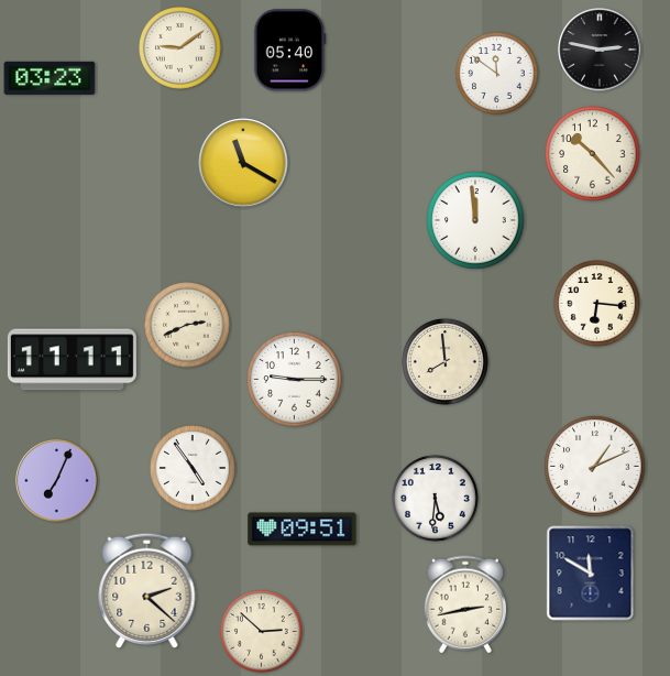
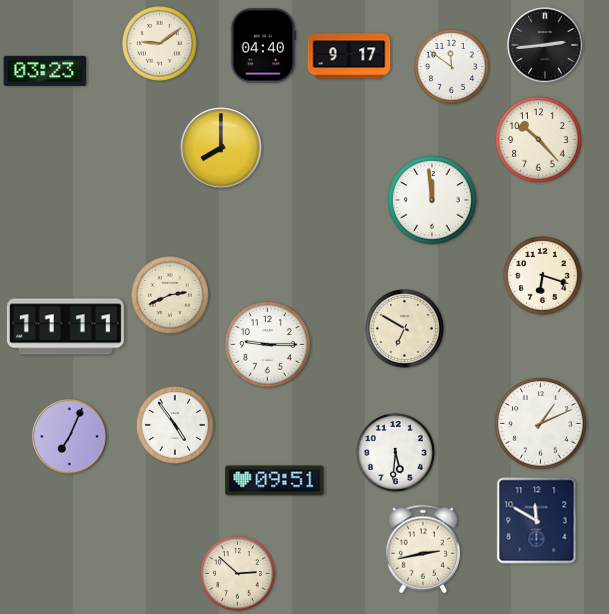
clock at (180, 48) position: (180, 48) -> (160, 44)
clock at (600, 50): 2:47 -> 2:44
clock at (290, 51): 05:40 -> 04:40
clock at (349, 56): none -> 9:17
clock at (243, 163): 11:20 -> 8:00
clock at (597, 304): 6:16 -> 6:18
clock at (446, 362): 7:59 -> 6:50
clock at (57, 481) position: (57, 481) -> (70, 437)
clock at (147, 590): 2:22 -> none
